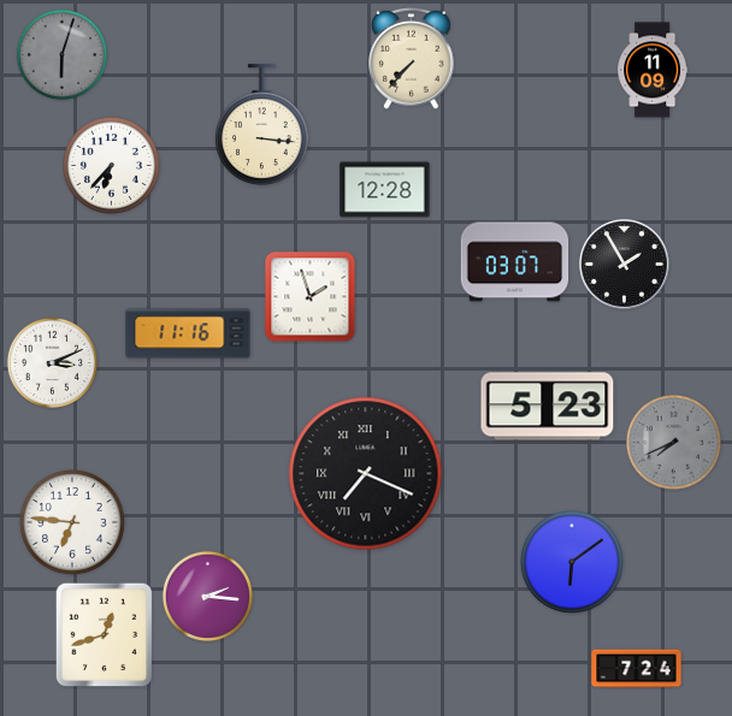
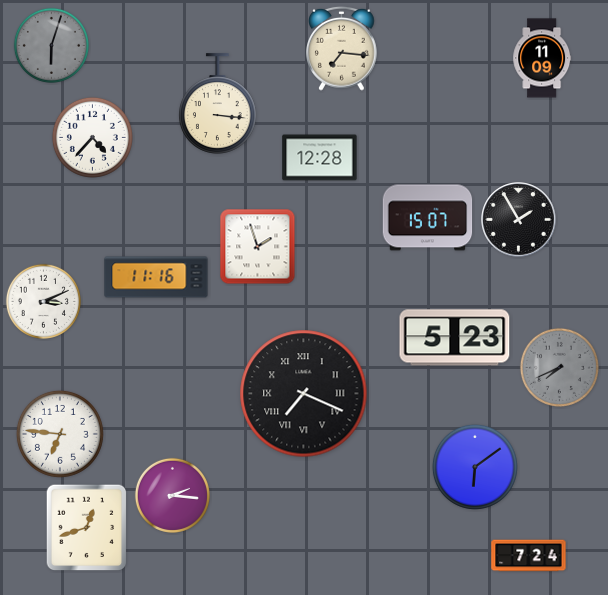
clock at (412, 58): 7:37 -> 7:16
clock at (111, 165): 6:37 -> 4:37
clock at (515, 262): 03:07 -> 15:07
